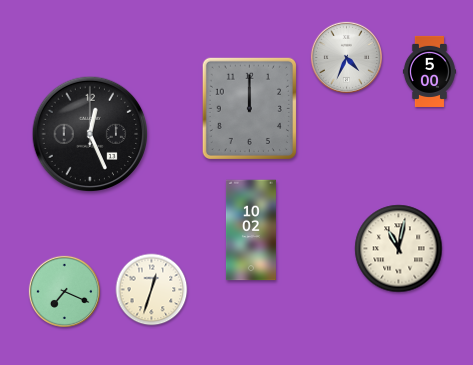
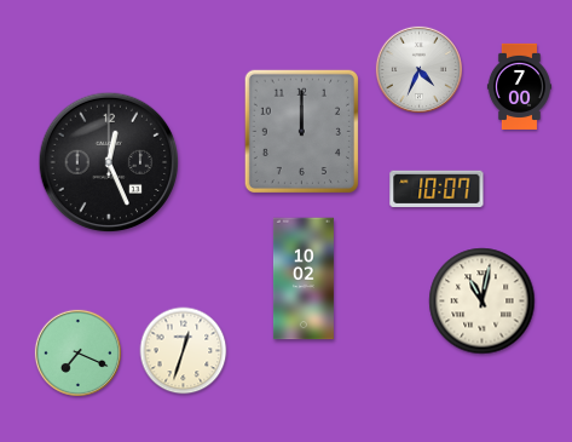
clock at (429, 71): 5:00 -> 7:00
clock at (437, 188): none -> 10:07
